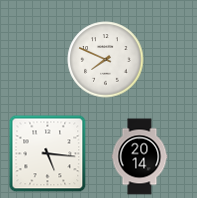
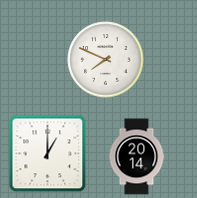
clock at (47, 153): 5:16 -> 1:00
clock at (140, 157) position: (140, 157) -> (137, 157)
